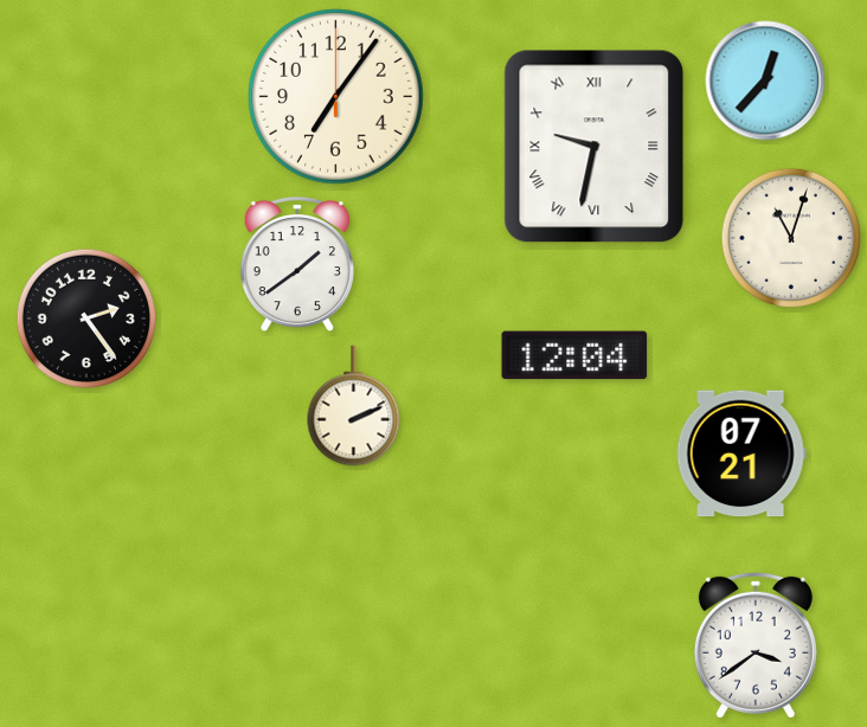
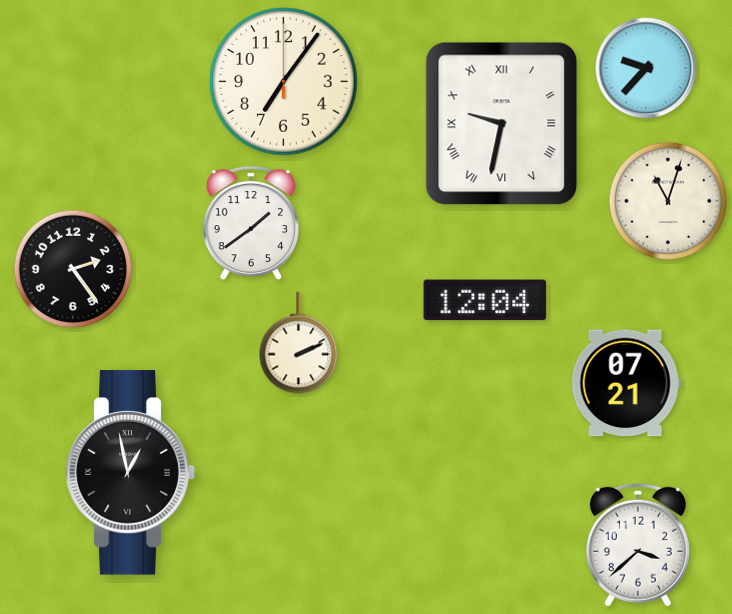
clock at (765, 81): 12:37 -> 9:37
clock at (130, 473): none -> 12:58
clock at (756, 645): 3:39 -> 3:38
